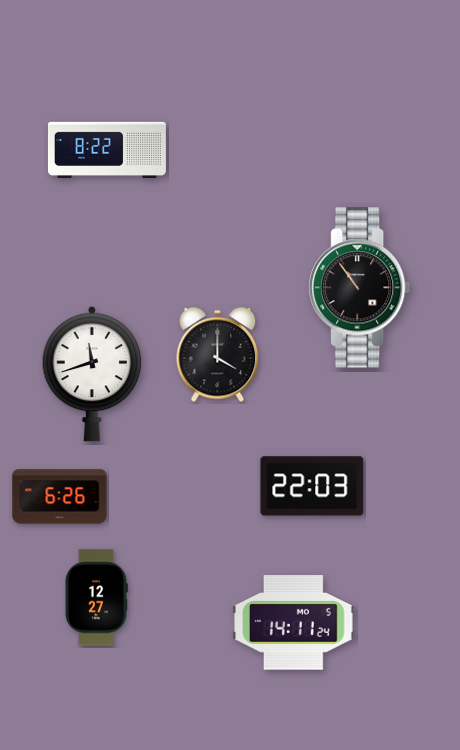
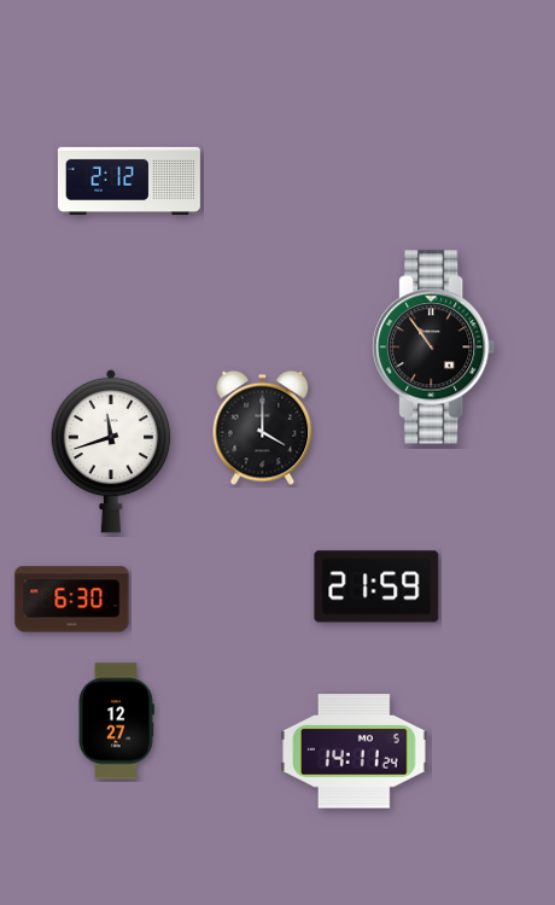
clock at (107, 149): 8:22 -> 2:12
clock at (312, 486): 22:03 -> 21:59
clock at (60, 497): 6:26 -> 6:30
